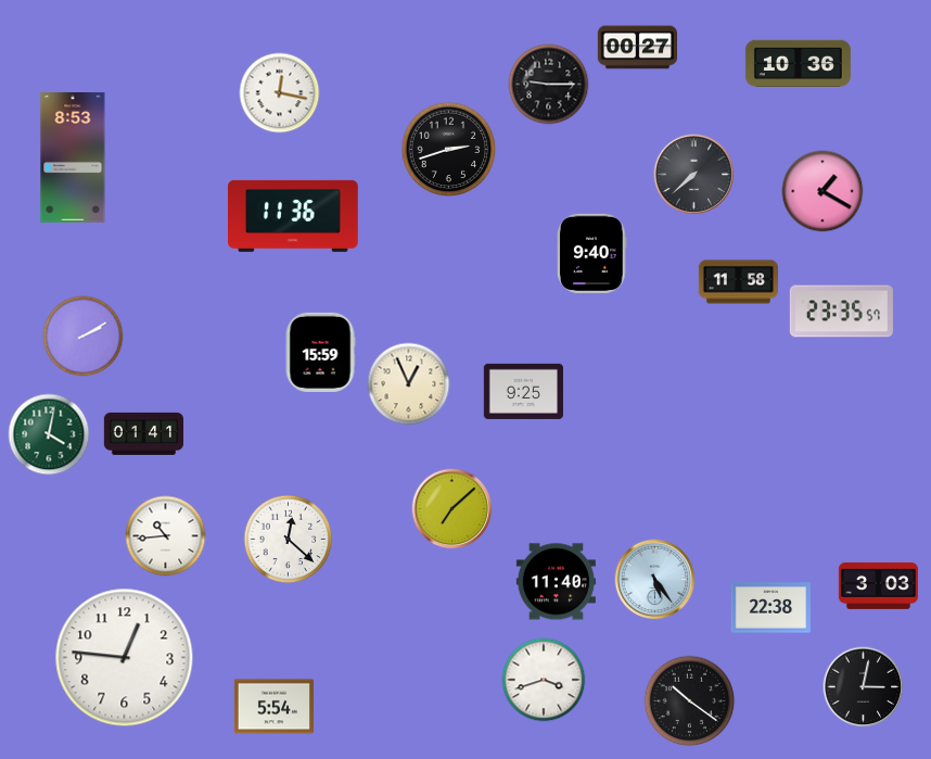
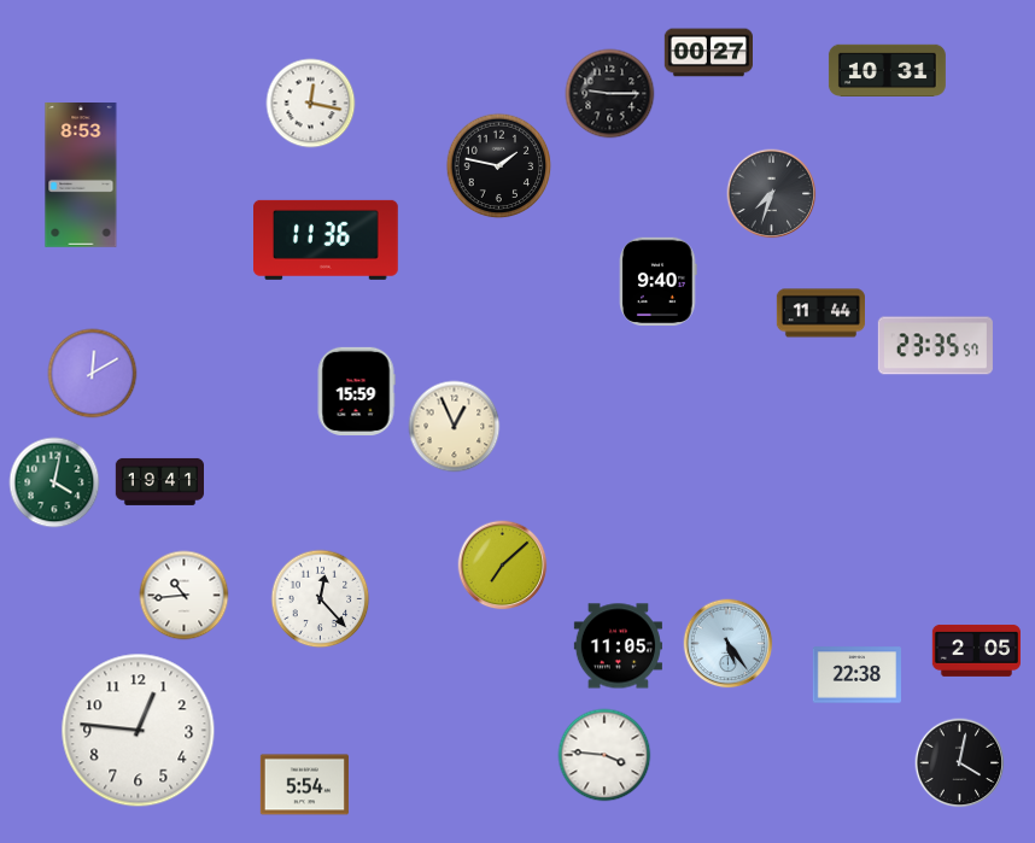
clock at (798, 63): 10:36 -> 10:31
clock at (449, 150): 2:42 -> 1:47
clock at (694, 175): 7:38 -> 7:33
clock at (822, 191): 1:20 -> none
clock at (738, 282): 11:58 -> 11:44
clock at (84, 337): 2:10 -> 12:10
clock at (523, 391): 9:25 -> none
clock at (143, 433): 01:41 -> 19:41
clock at (289, 540): 12:22 -> 12:23
clock at (556, 582): 11:40 -> 11:05
clock at (878, 585): 3:03 -> 2:05
clock at (544, 680): 3:42 -> 3:46
clock at (864, 687): 3:02 -> 4:02
clock at (690, 701): 10:21 -> none
